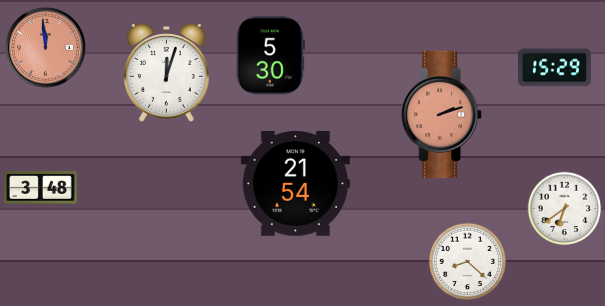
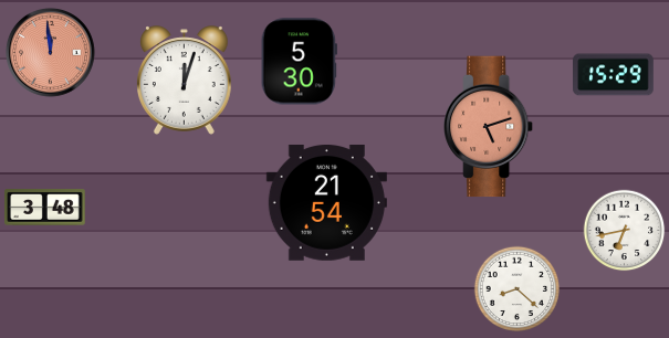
clock at (442, 115): 2:12 -> 5:12
clock at (565, 209): 6:39 -> 6:43
